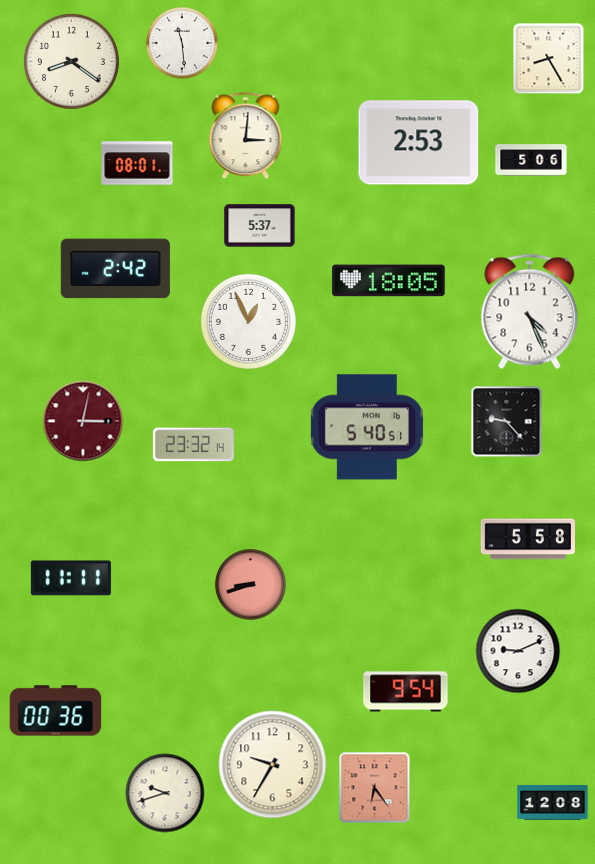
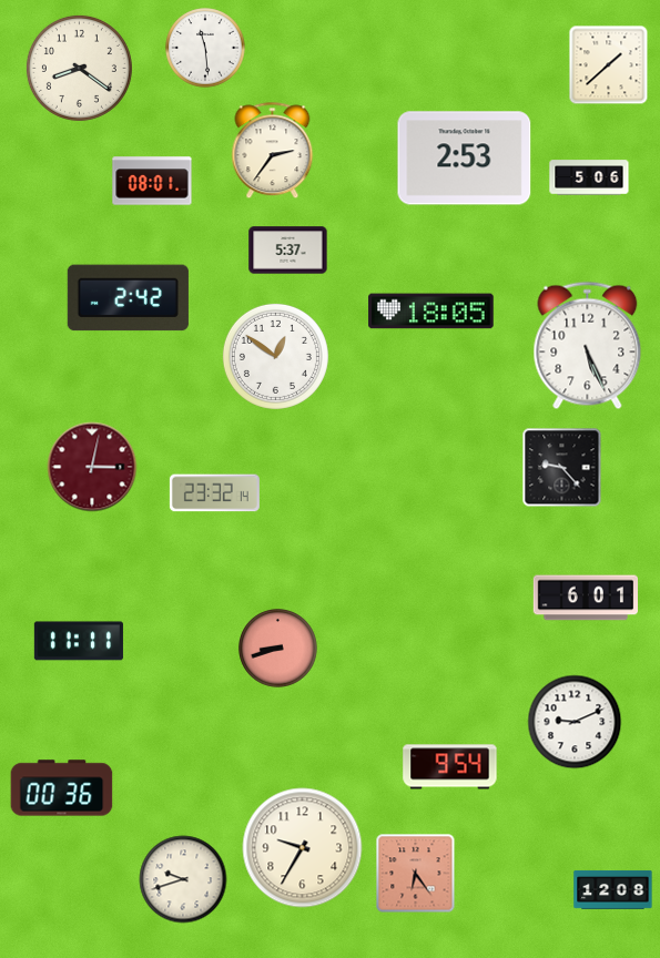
clock at (182, 43) position: (182, 43) -> (205, 48)
clock at (549, 59): 8:25 -> 1:38
clock at (246, 136): 3:01 -> 2:36
clock at (530, 312): 4:26 -> 5:26
clock at (248, 321): 12:56 -> 12:51
clock at (367, 427): 5:40 -> none
clock at (527, 539): 5:58 -> 6:01
